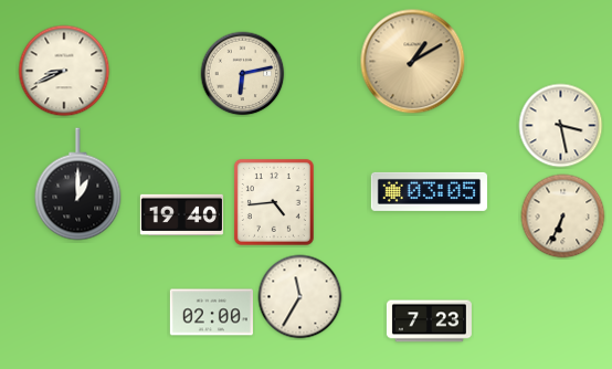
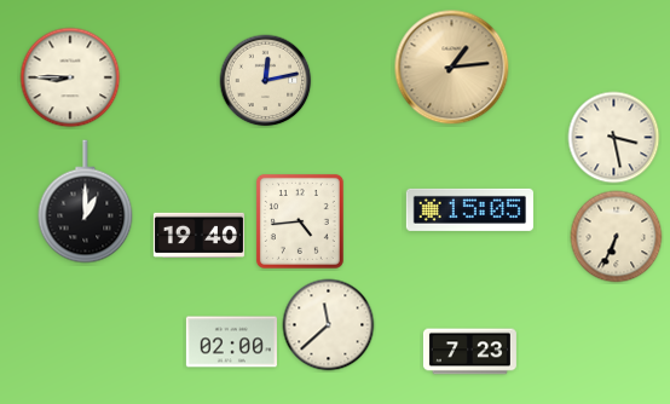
clock at (413, 62): 1:10 -> 1:14
clock at (64, 71): 8:41 -> 8:45
clock at (243, 74): 6:13 -> 12:13
clock at (429, 191): 03:05 -> 15:05
clock at (300, 297): 11:35 -> 11:38
